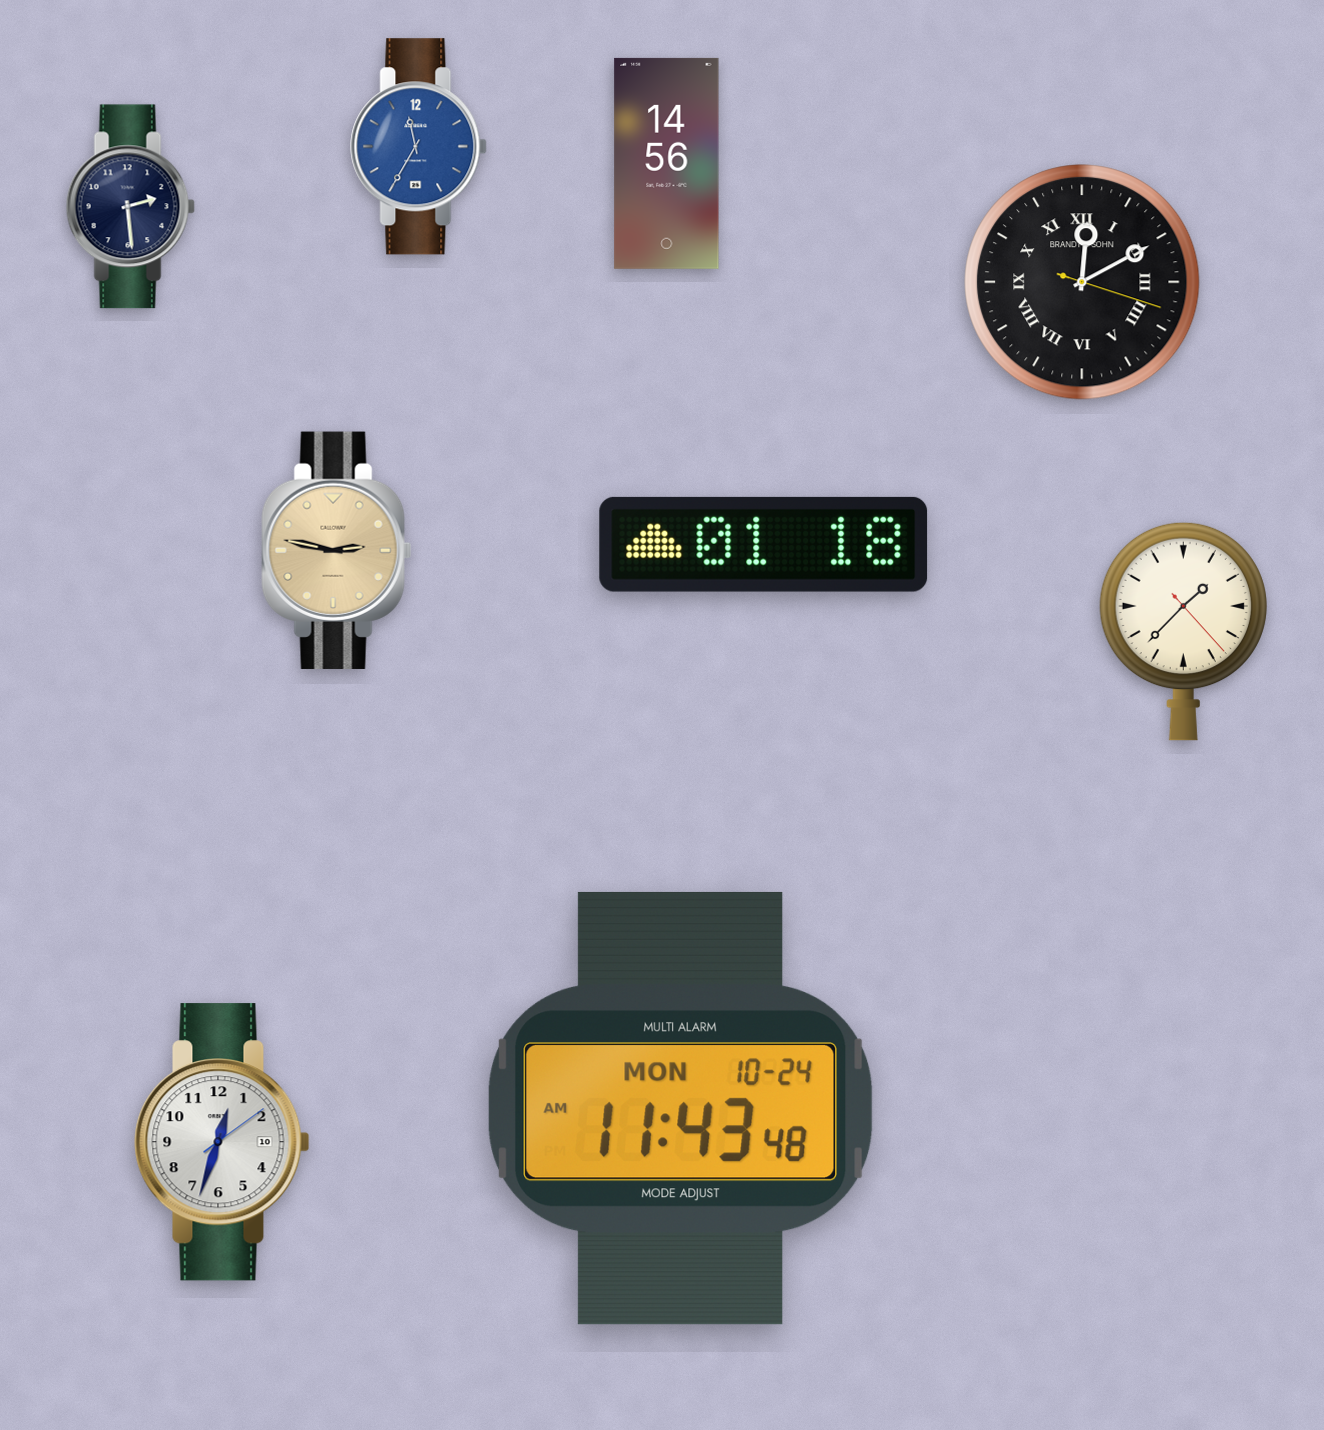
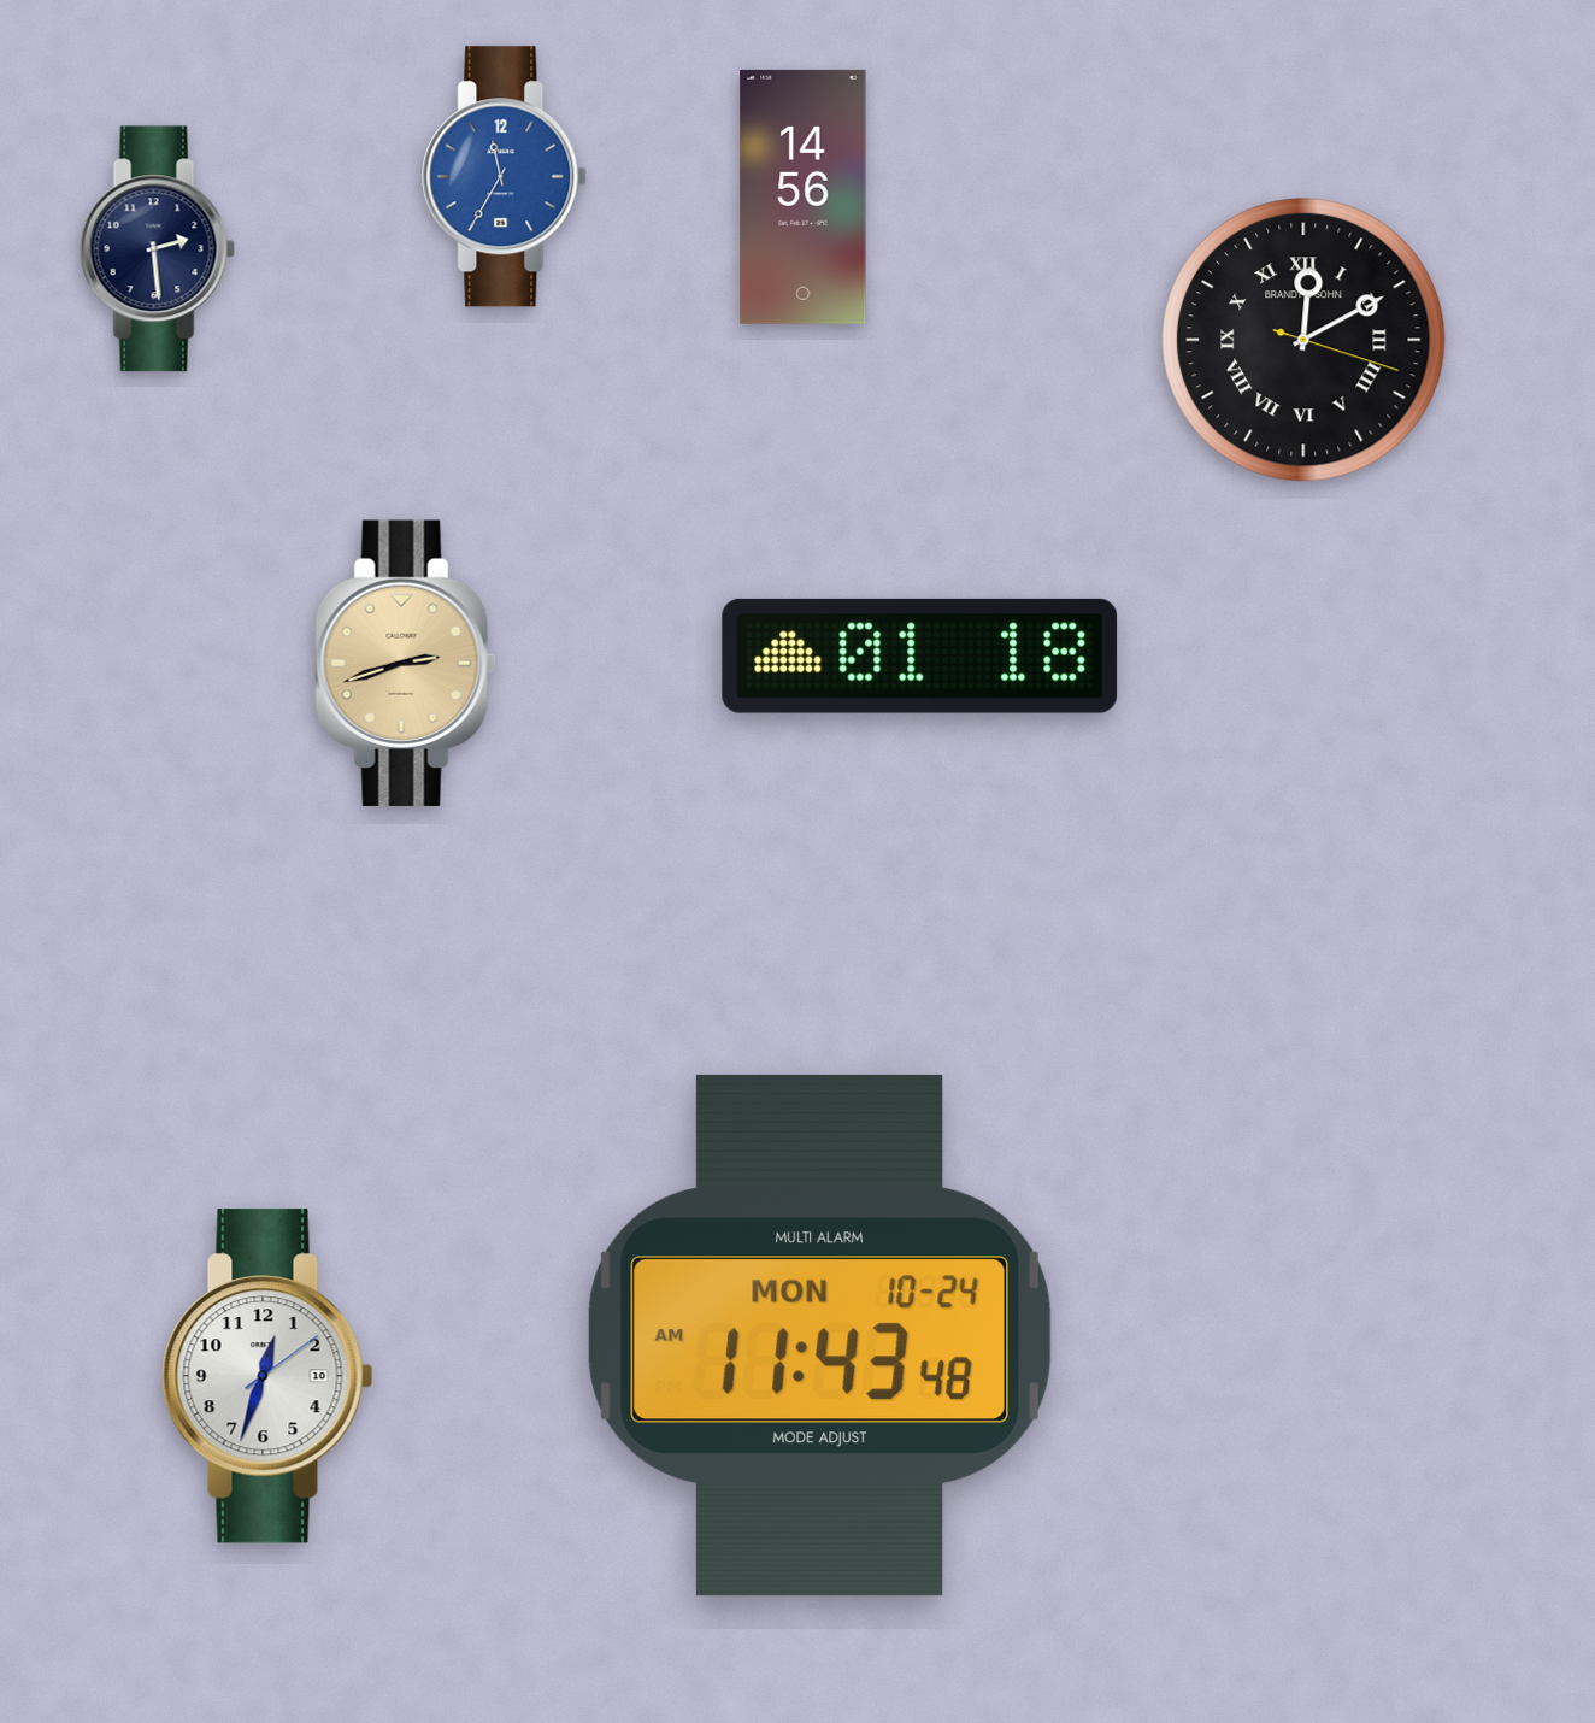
clock at (337, 550): 2:47 -> 2:42
clock at (1183, 631): 1:37 -> none
